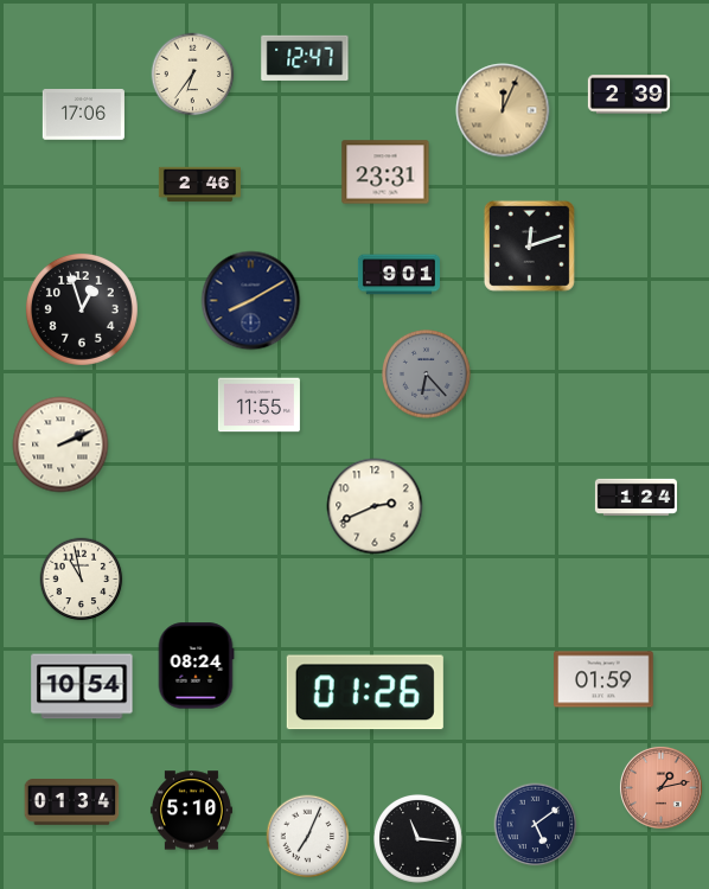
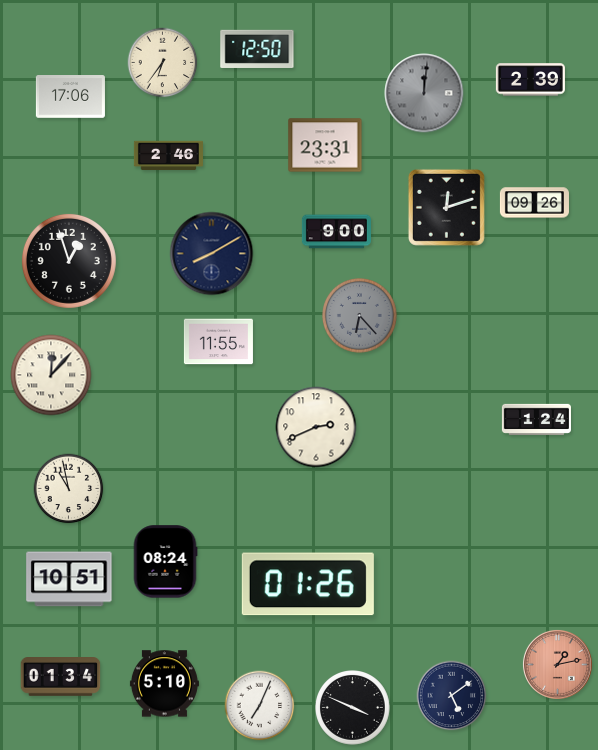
clock at (305, 58): 12:47 -> 12:50
clock at (503, 110): 12:04 -> 12:01
clock at (503, 110) dial: champagne -> grey
clock at (534, 203): none -> 09:26
clock at (398, 275): 9:01 -> 9:00
clock at (60, 444): 2:11 -> 12:07
clock at (603, 679): 01:59 -> none
clock at (82, 686): 10:54 -> 10:51
clock at (191, 811) position: (191, 811) -> (164, 684)
clock at (419, 839): 11:16 -> 3:49
